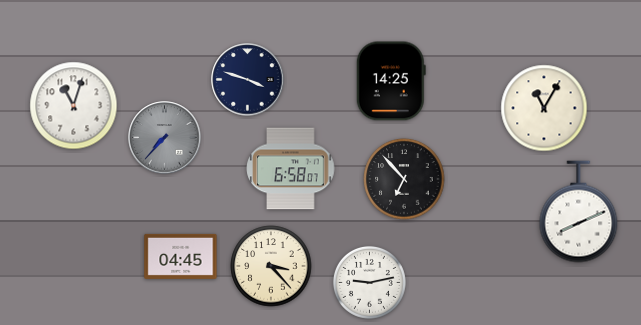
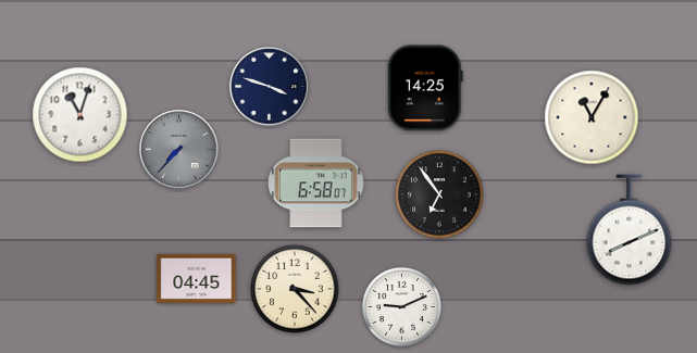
clock at (404, 179): 6:53 -> 6:54
clock at (369, 282): 9:13 -> 9:11
